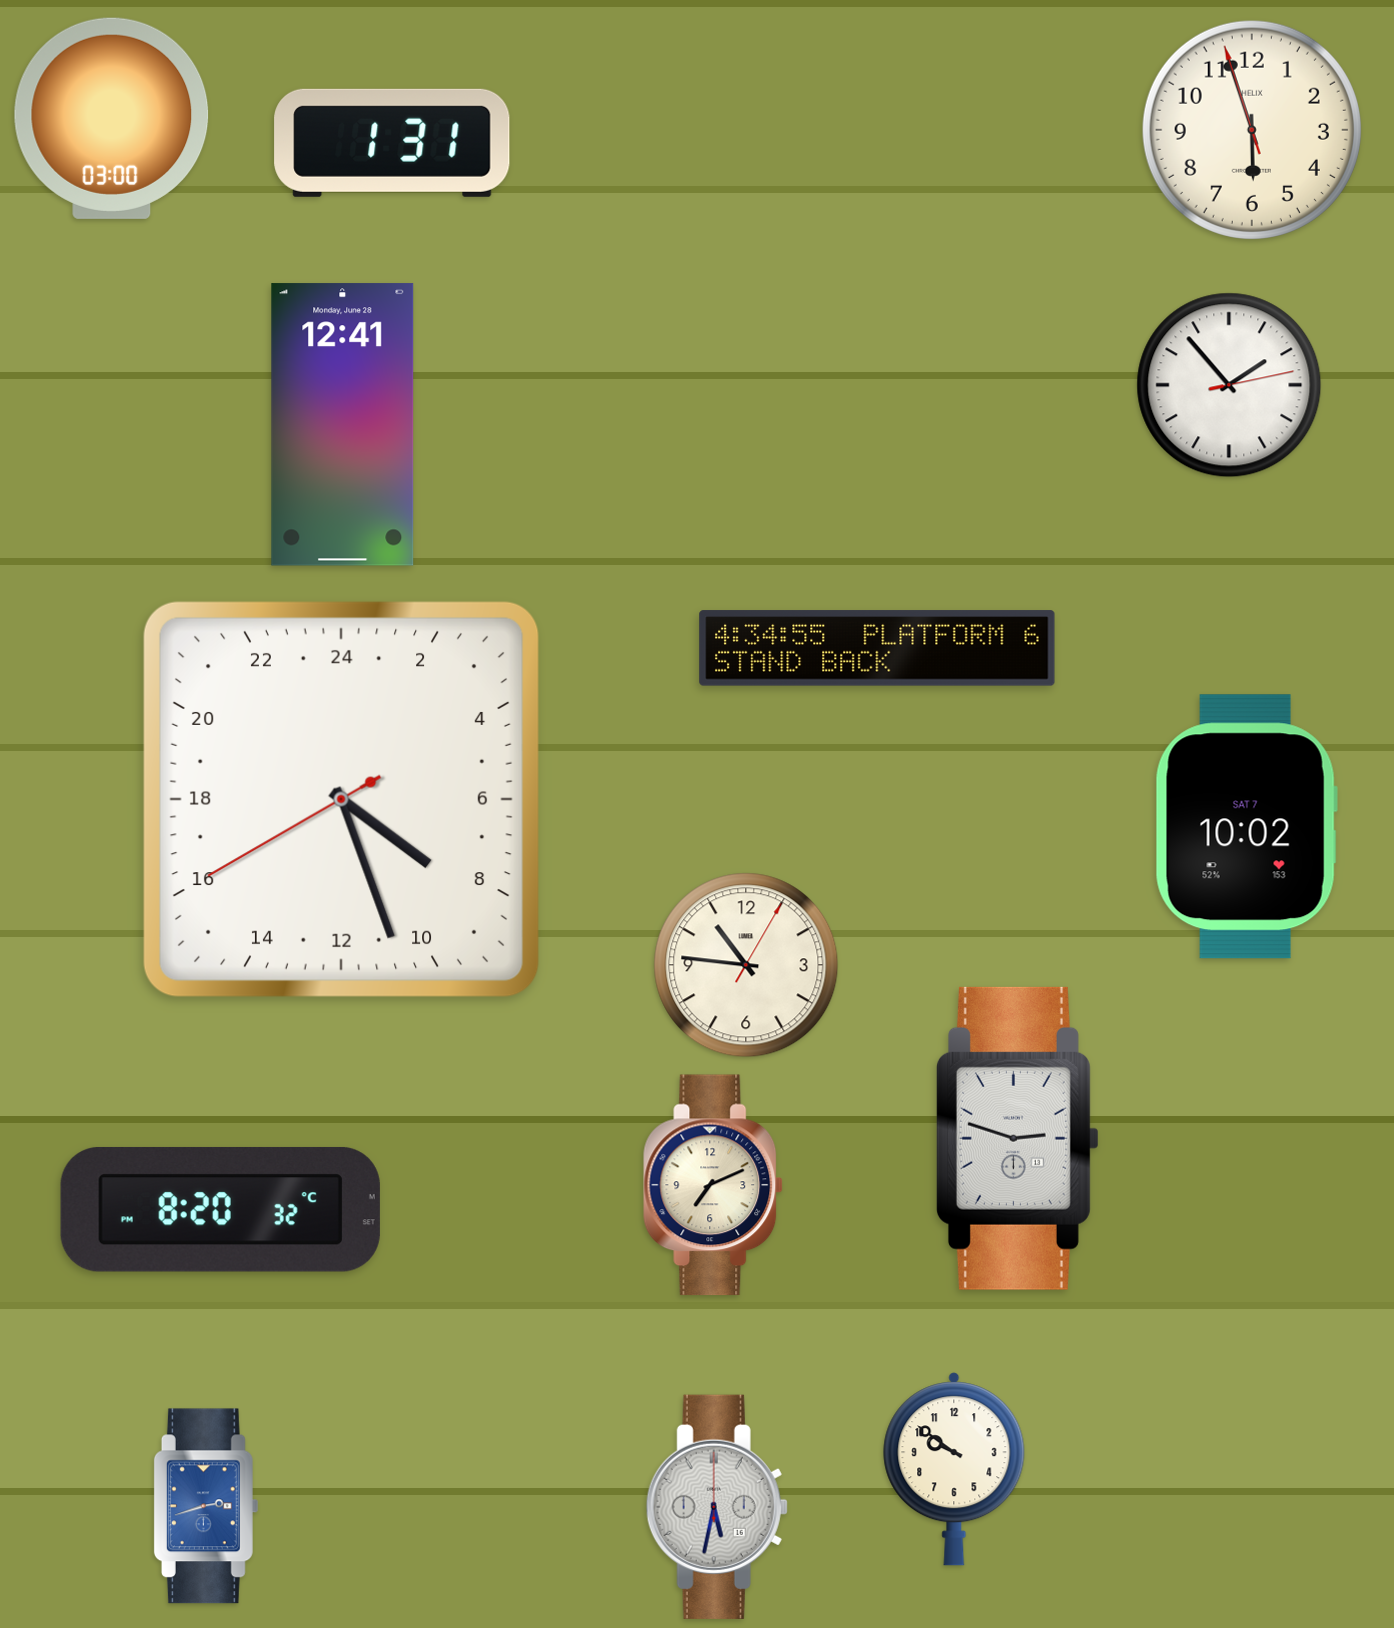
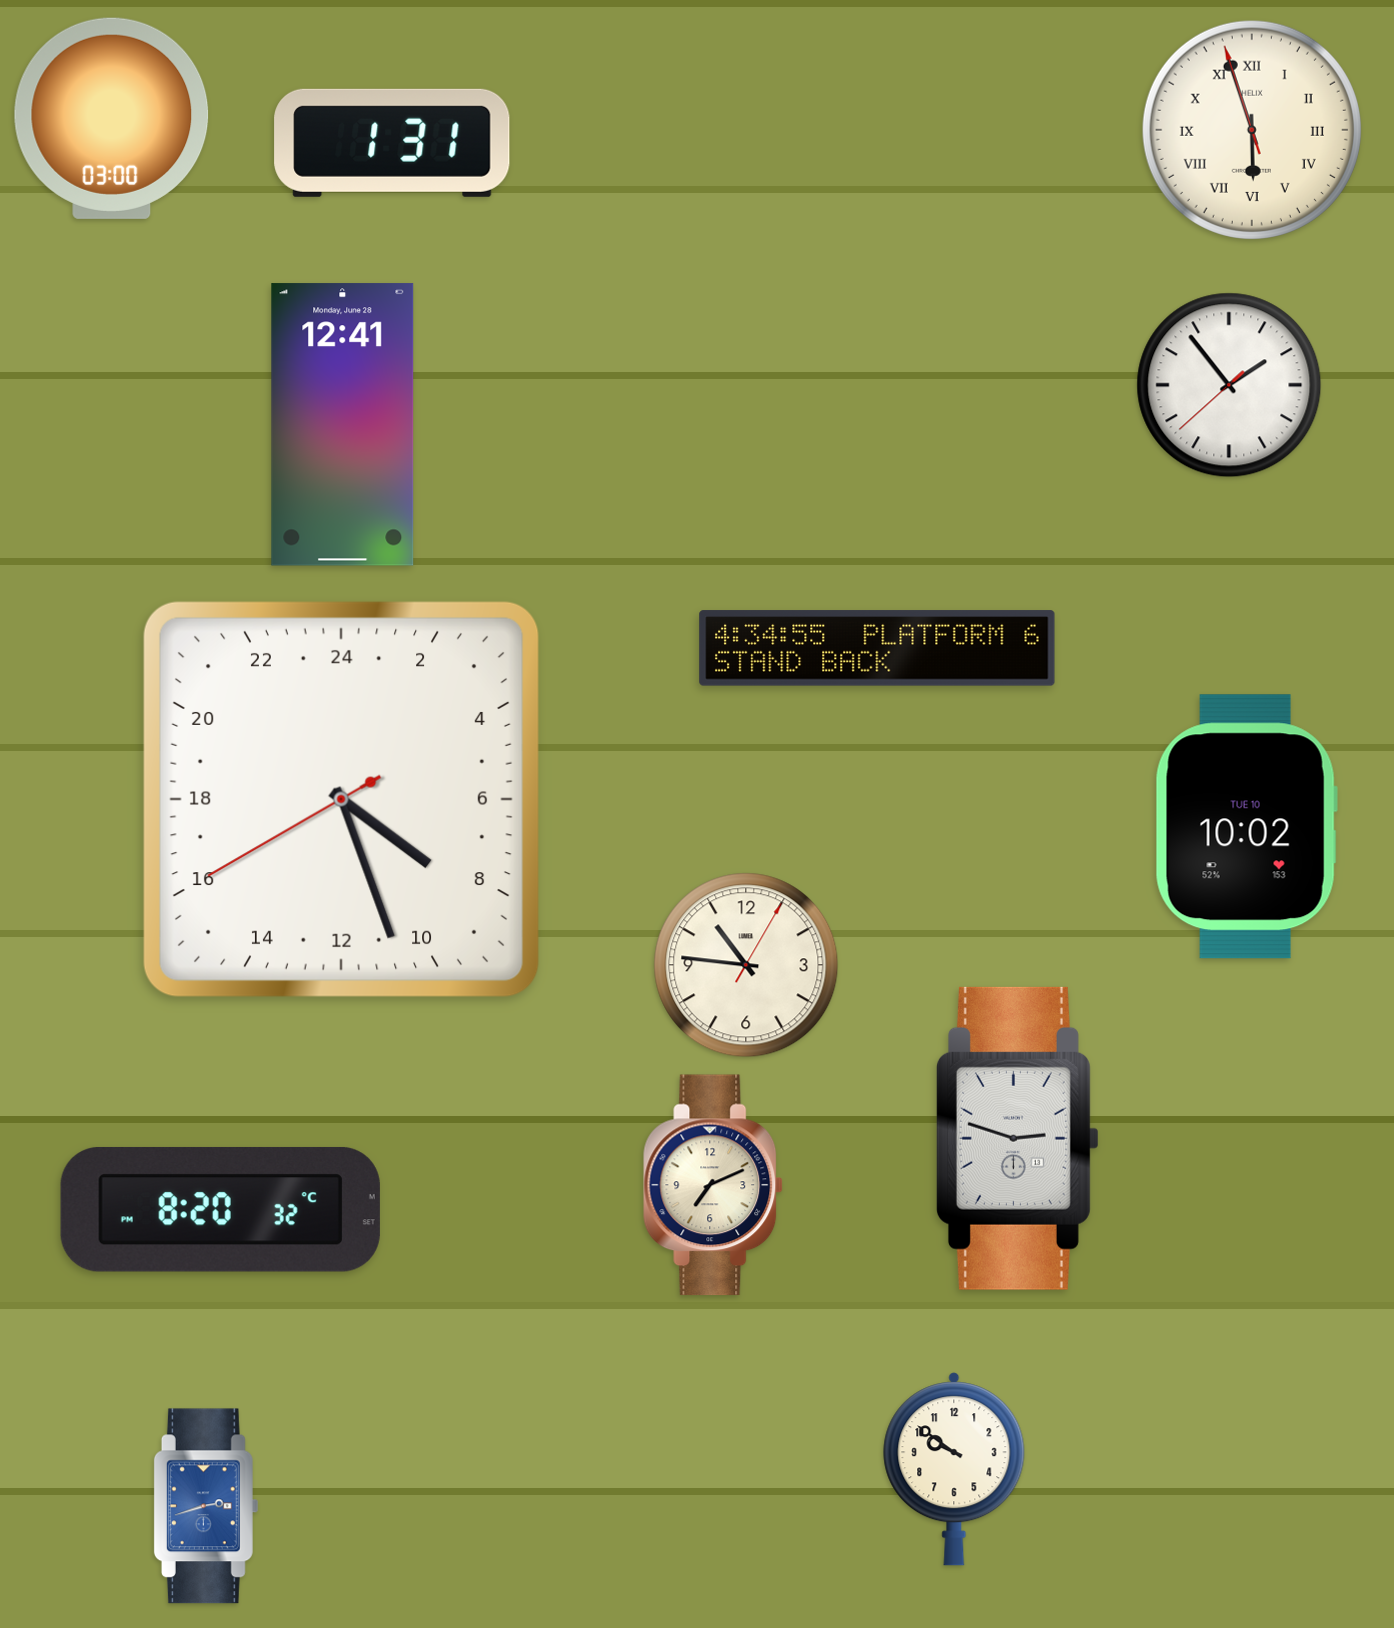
clock at (1252, 130) numerals: Arabic -> Roman
clock at (1229, 385): 1:53:13 -> 1:53:38
clock at (1246, 827) date: SAT 7 -> TUE 10
clock at (717, 1507): 5:32 -> none
